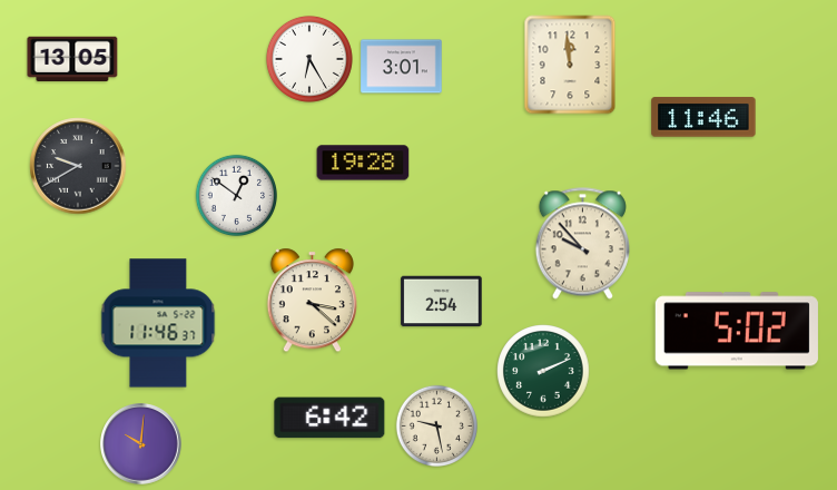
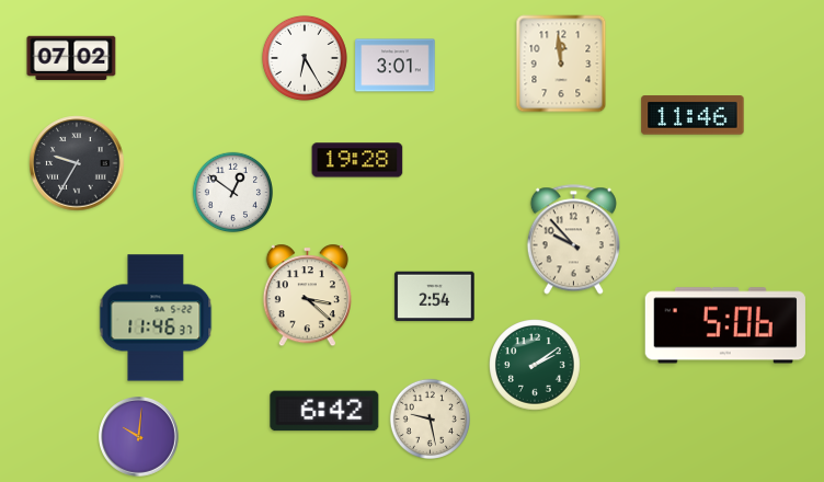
clock at (72, 59): 13:05 -> 07:02
clock at (78, 166): 9:40 -> 9:35
clock at (737, 331): 5:02 -> 5:06
clock at (543, 371): 2:11 -> 2:09
